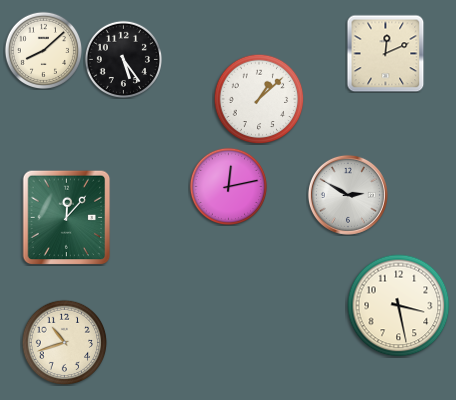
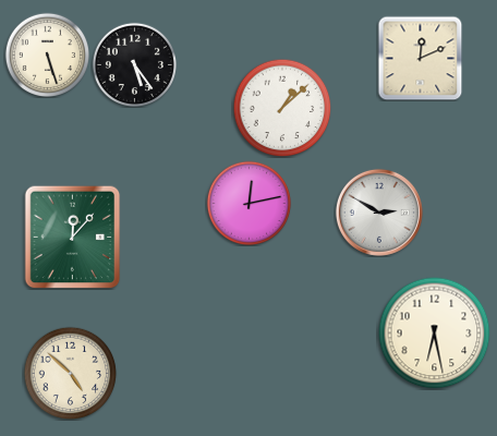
clock at (43, 50): 8:08 -> 5:27
clock at (399, 306): 3:28 -> 6:28
clock at (64, 342): 10:42 -> 4:52
